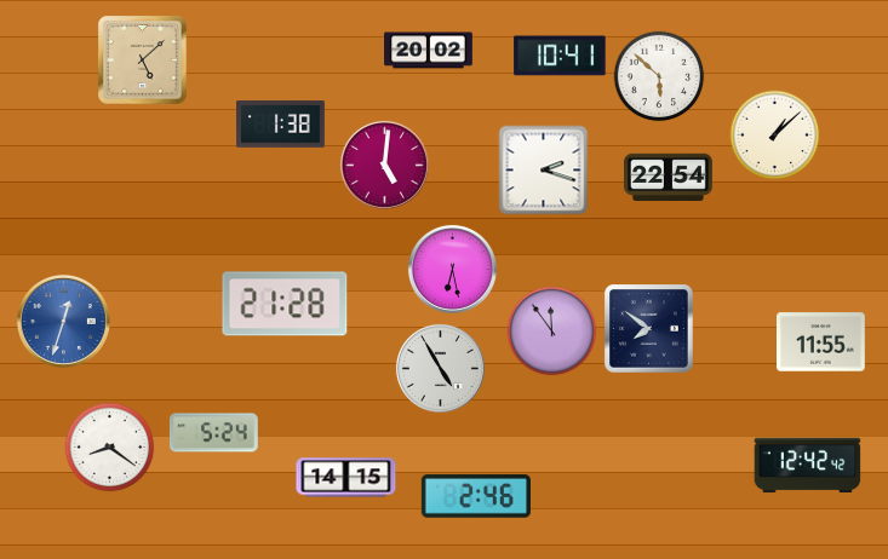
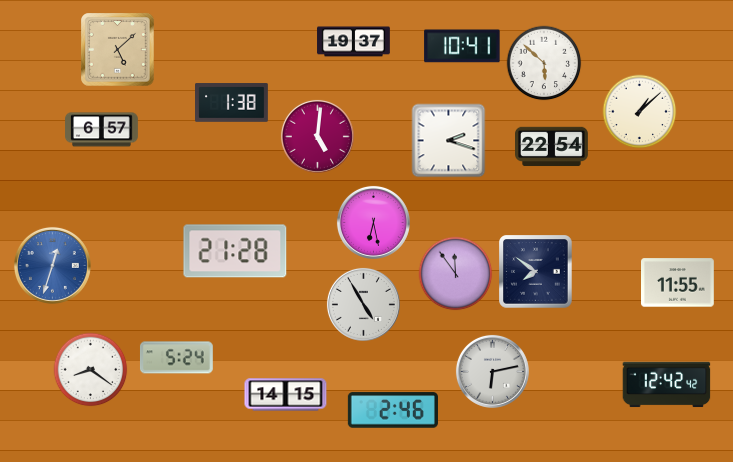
clock at (429, 51): 20:02 -> 19:37
clock at (102, 130): none -> 6:57
clock at (492, 371): none -> 6:13
